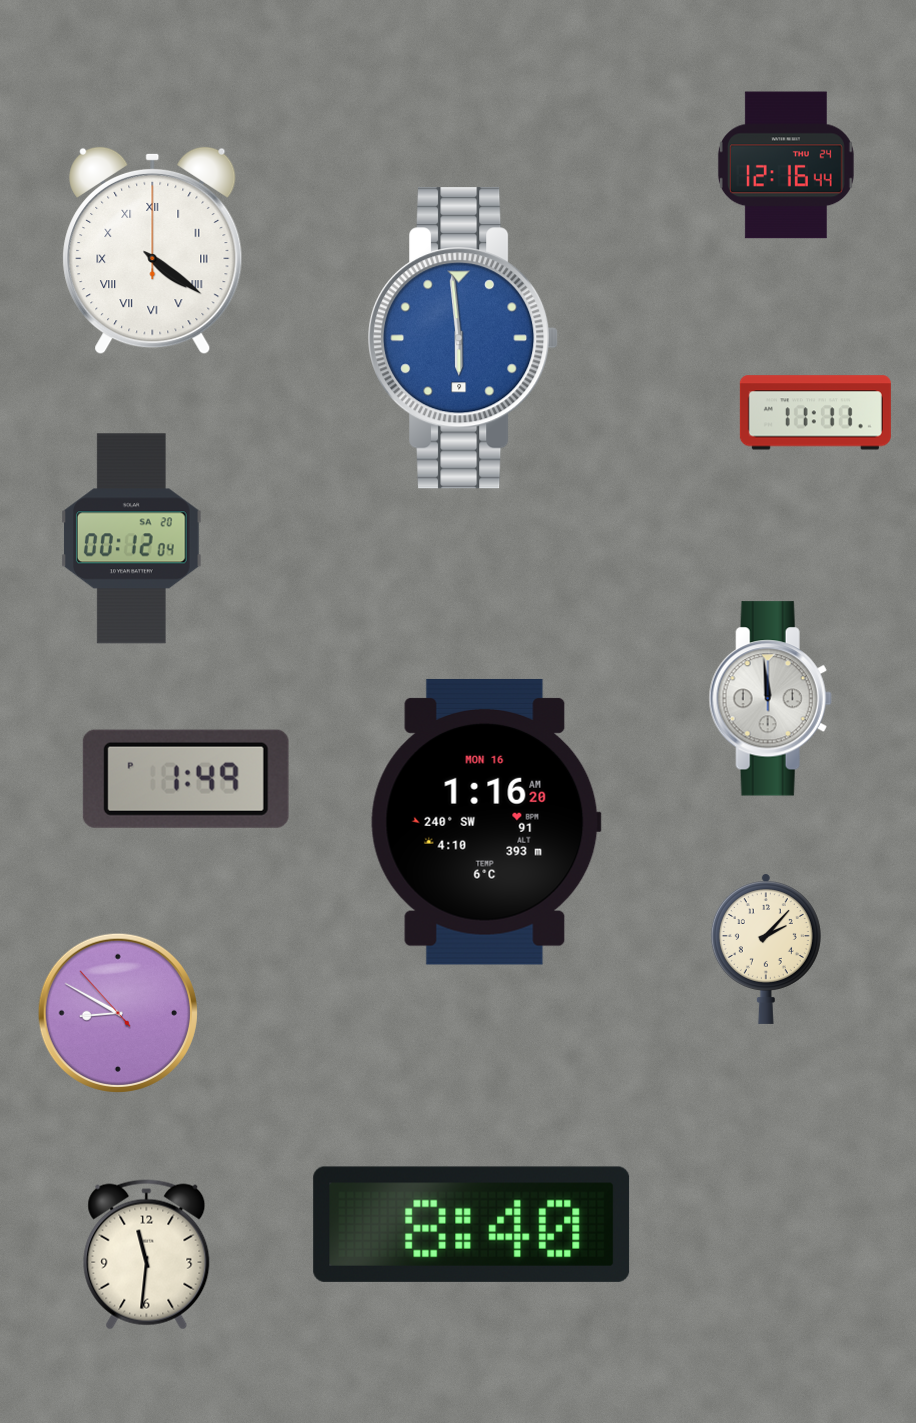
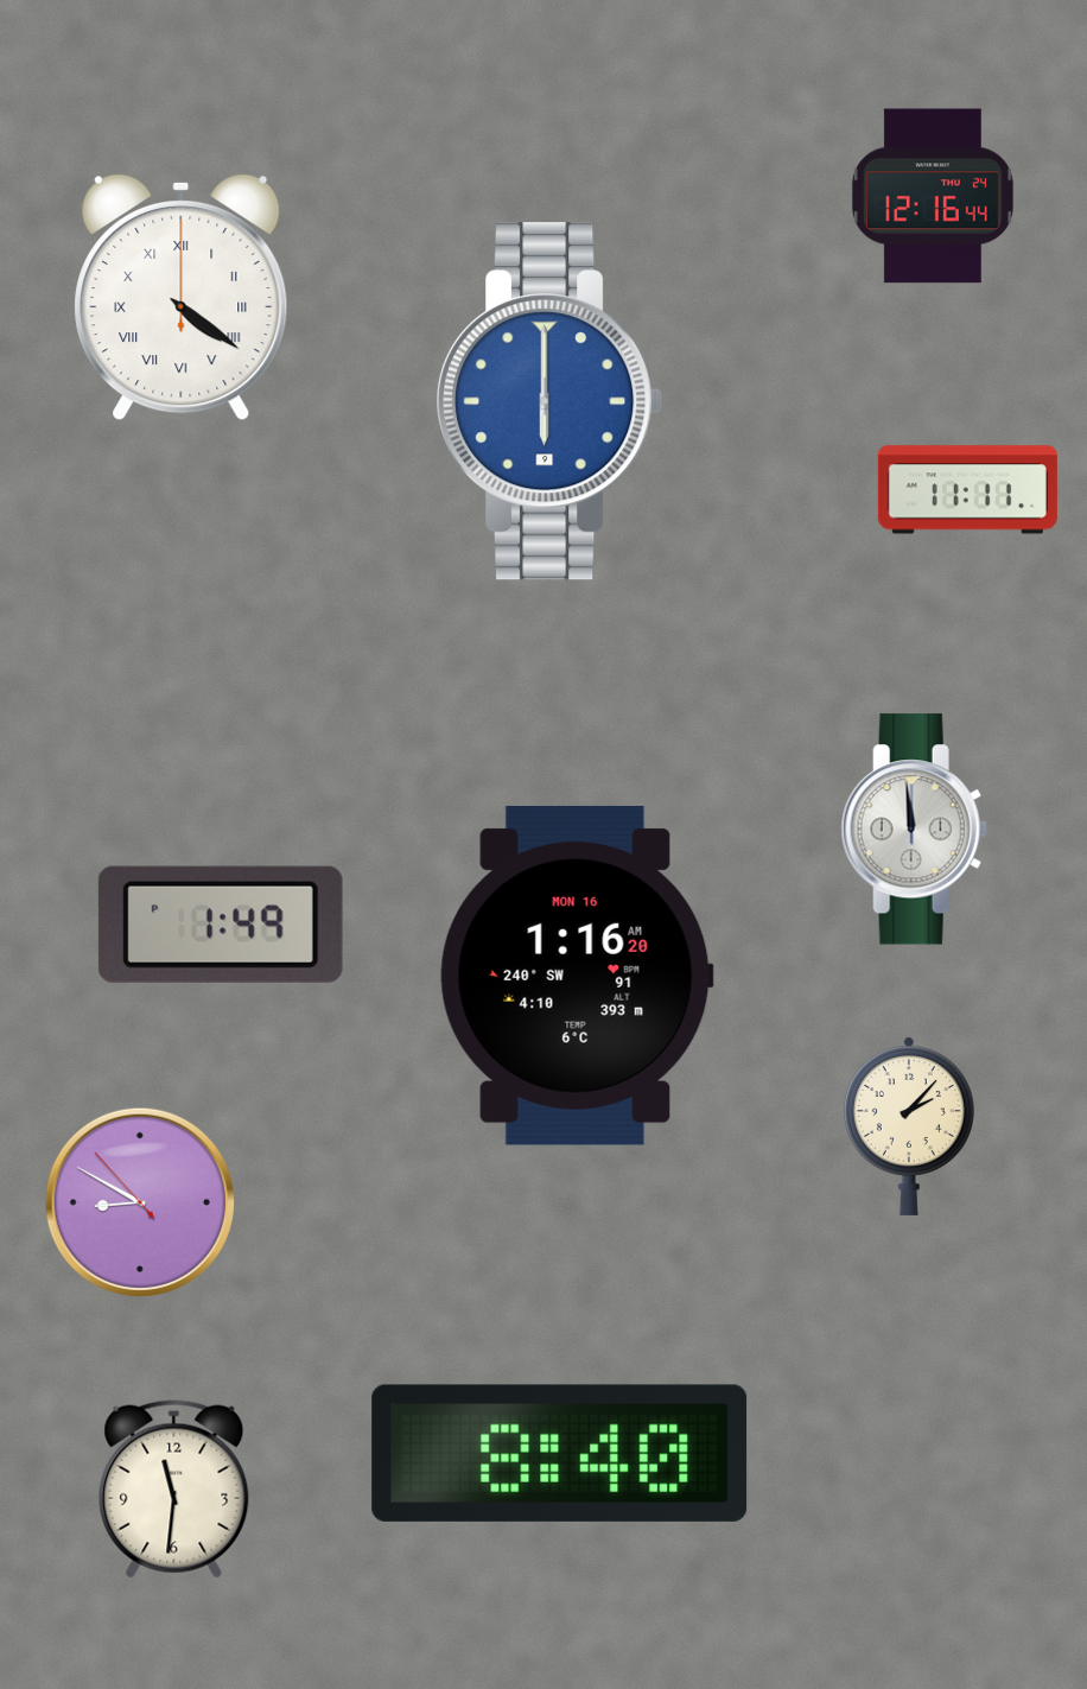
clock at (463, 338): 5:59 -> 6:00
clock at (132, 539): 00:12 -> none
